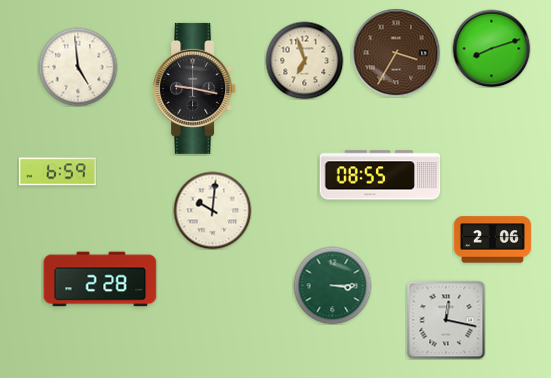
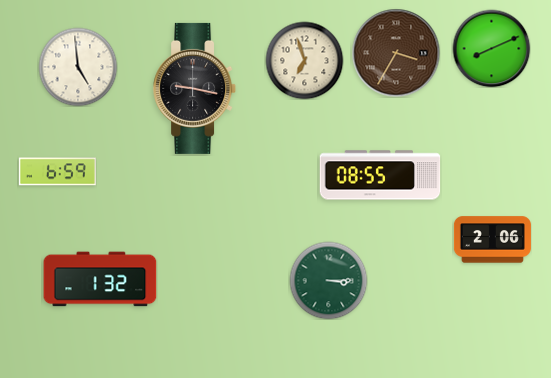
clock at (491, 48): 8:12 -> 8:11
clock at (212, 210): 10:01 -> none
clock at (100, 279): 2:28 -> 1:32
clock at (332, 285) position: (332, 285) -> (328, 280)
clock at (446, 320): 12:17 -> none
